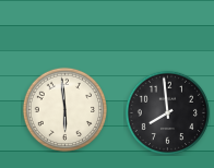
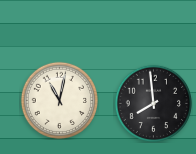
clock at (64, 109): 5:59 -> 11:02
